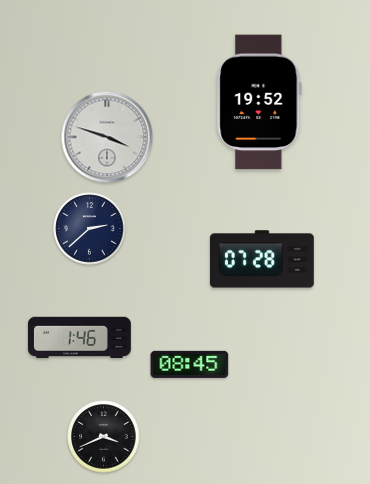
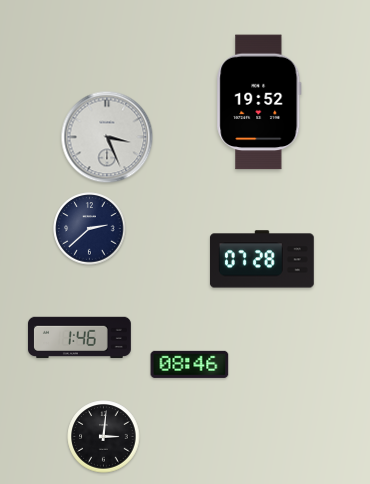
clock at (107, 137): 3:48 -> 3:26
clock at (190, 364): 08:45 -> 08:46
clock at (104, 437): 3:41 -> 3:01
